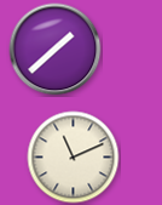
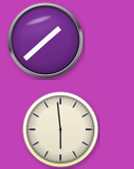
clock at (74, 158): 11:11 -> 5:59
